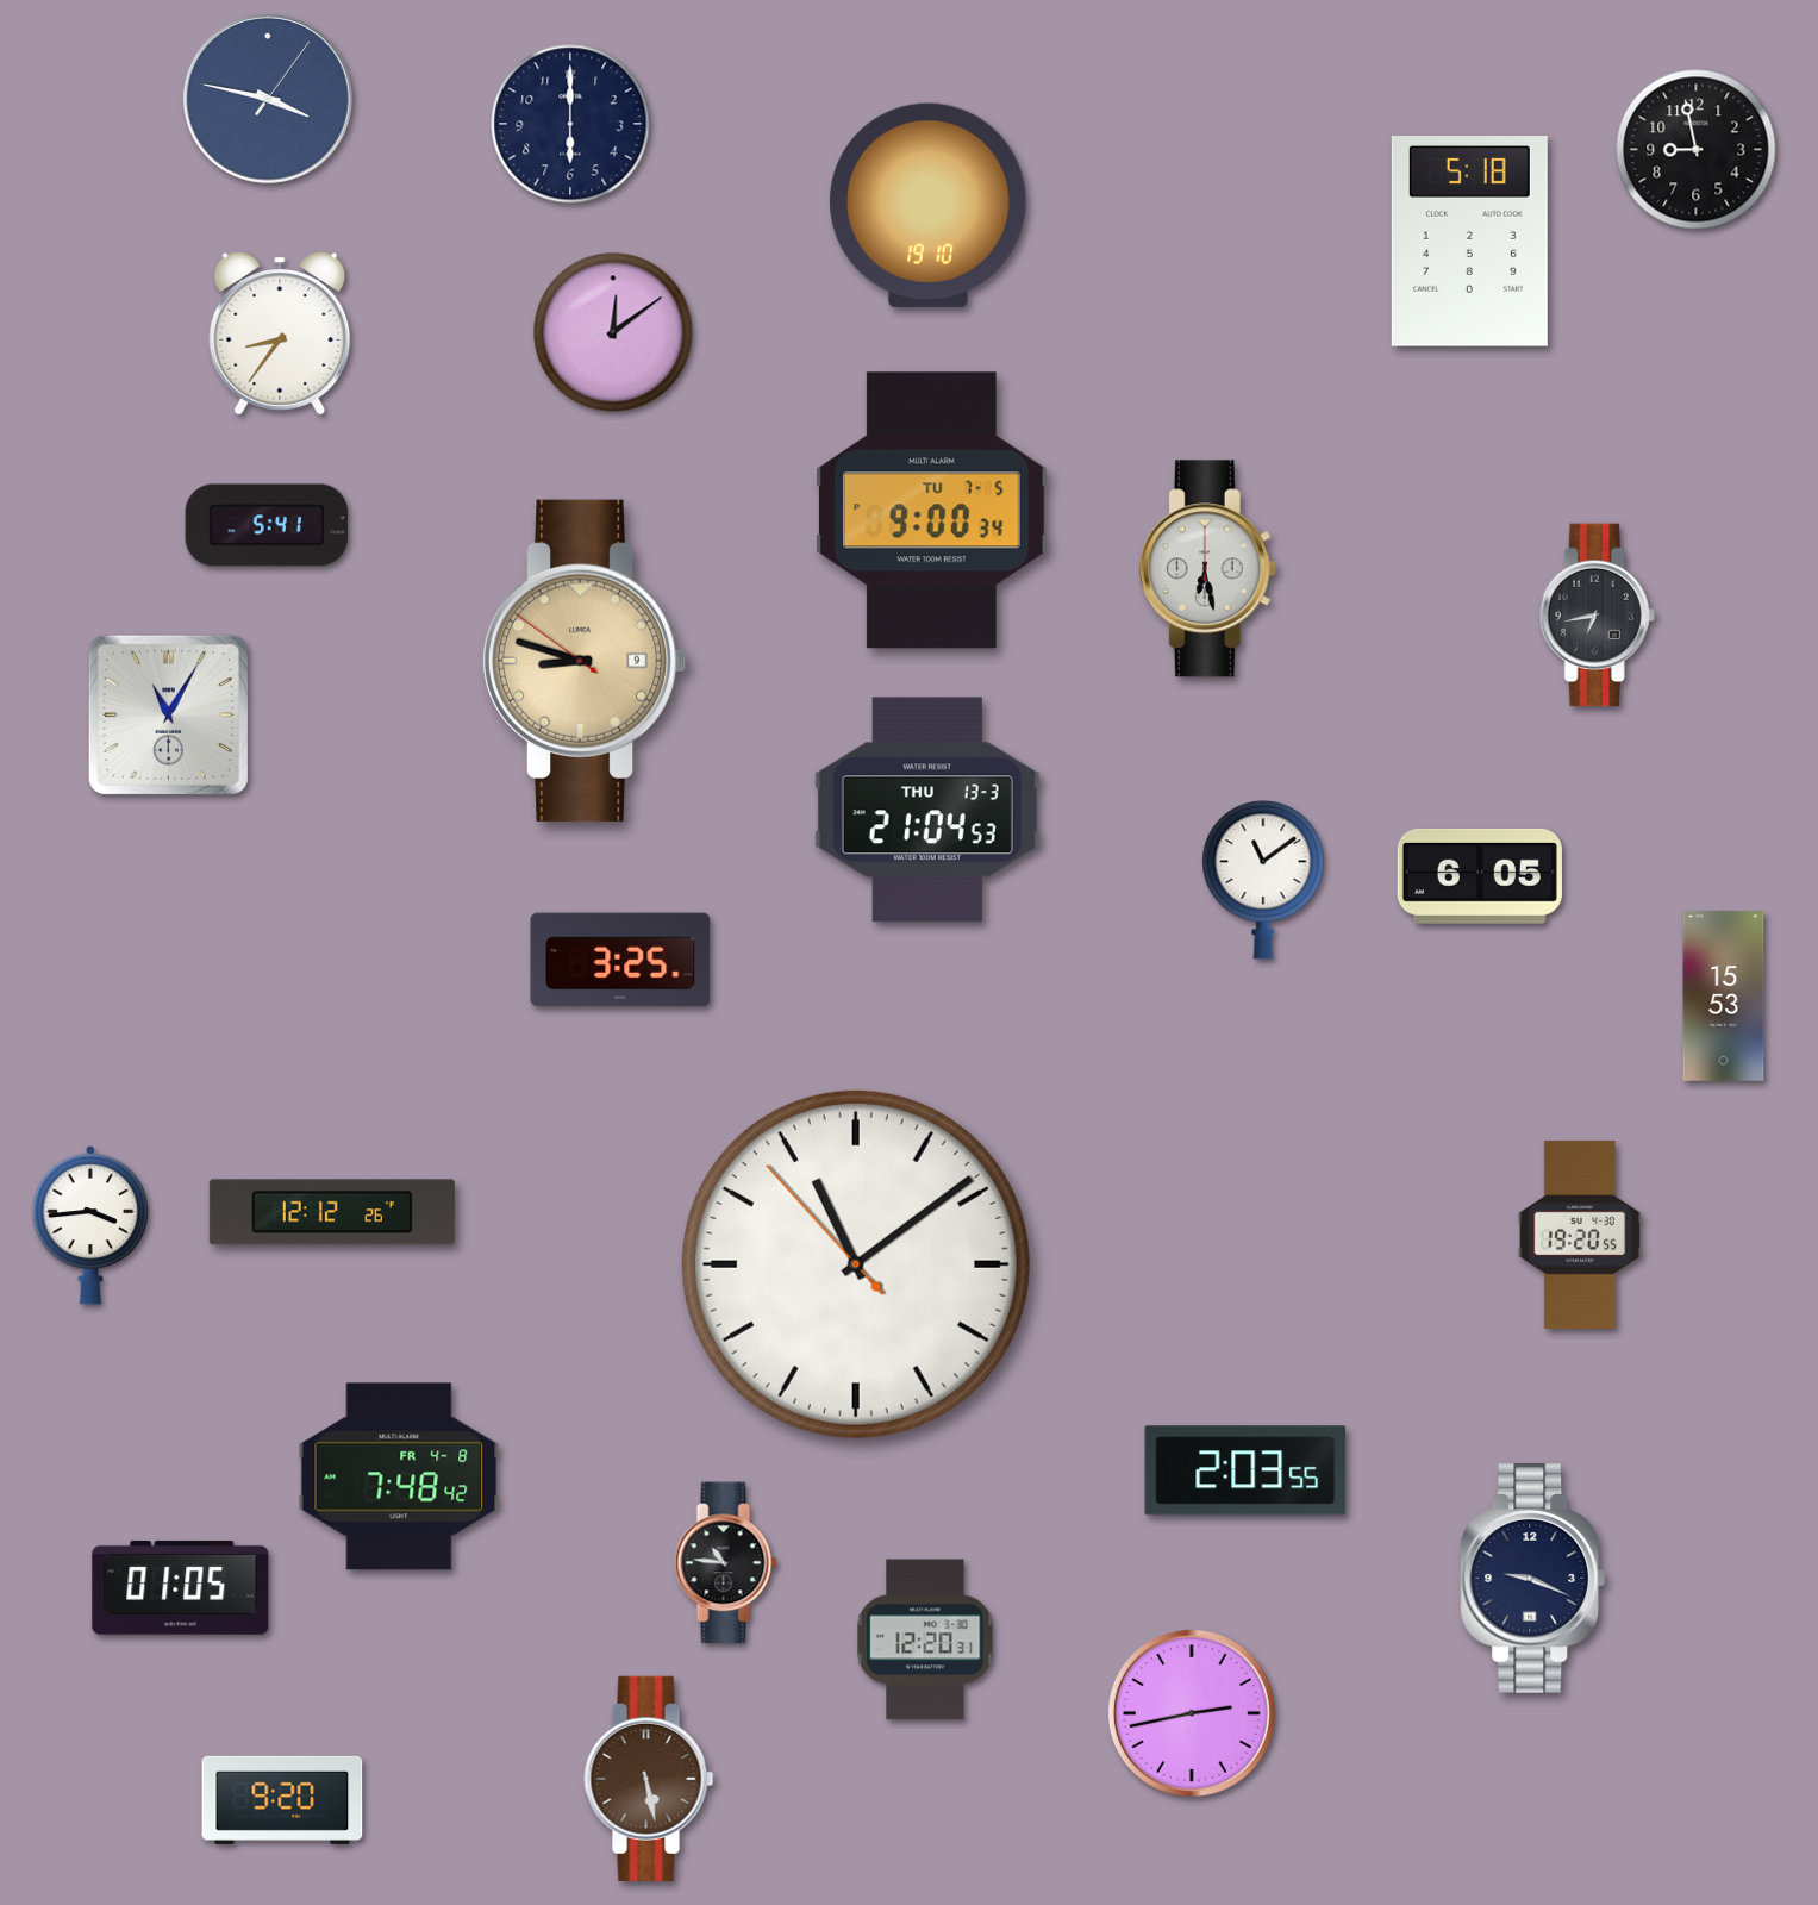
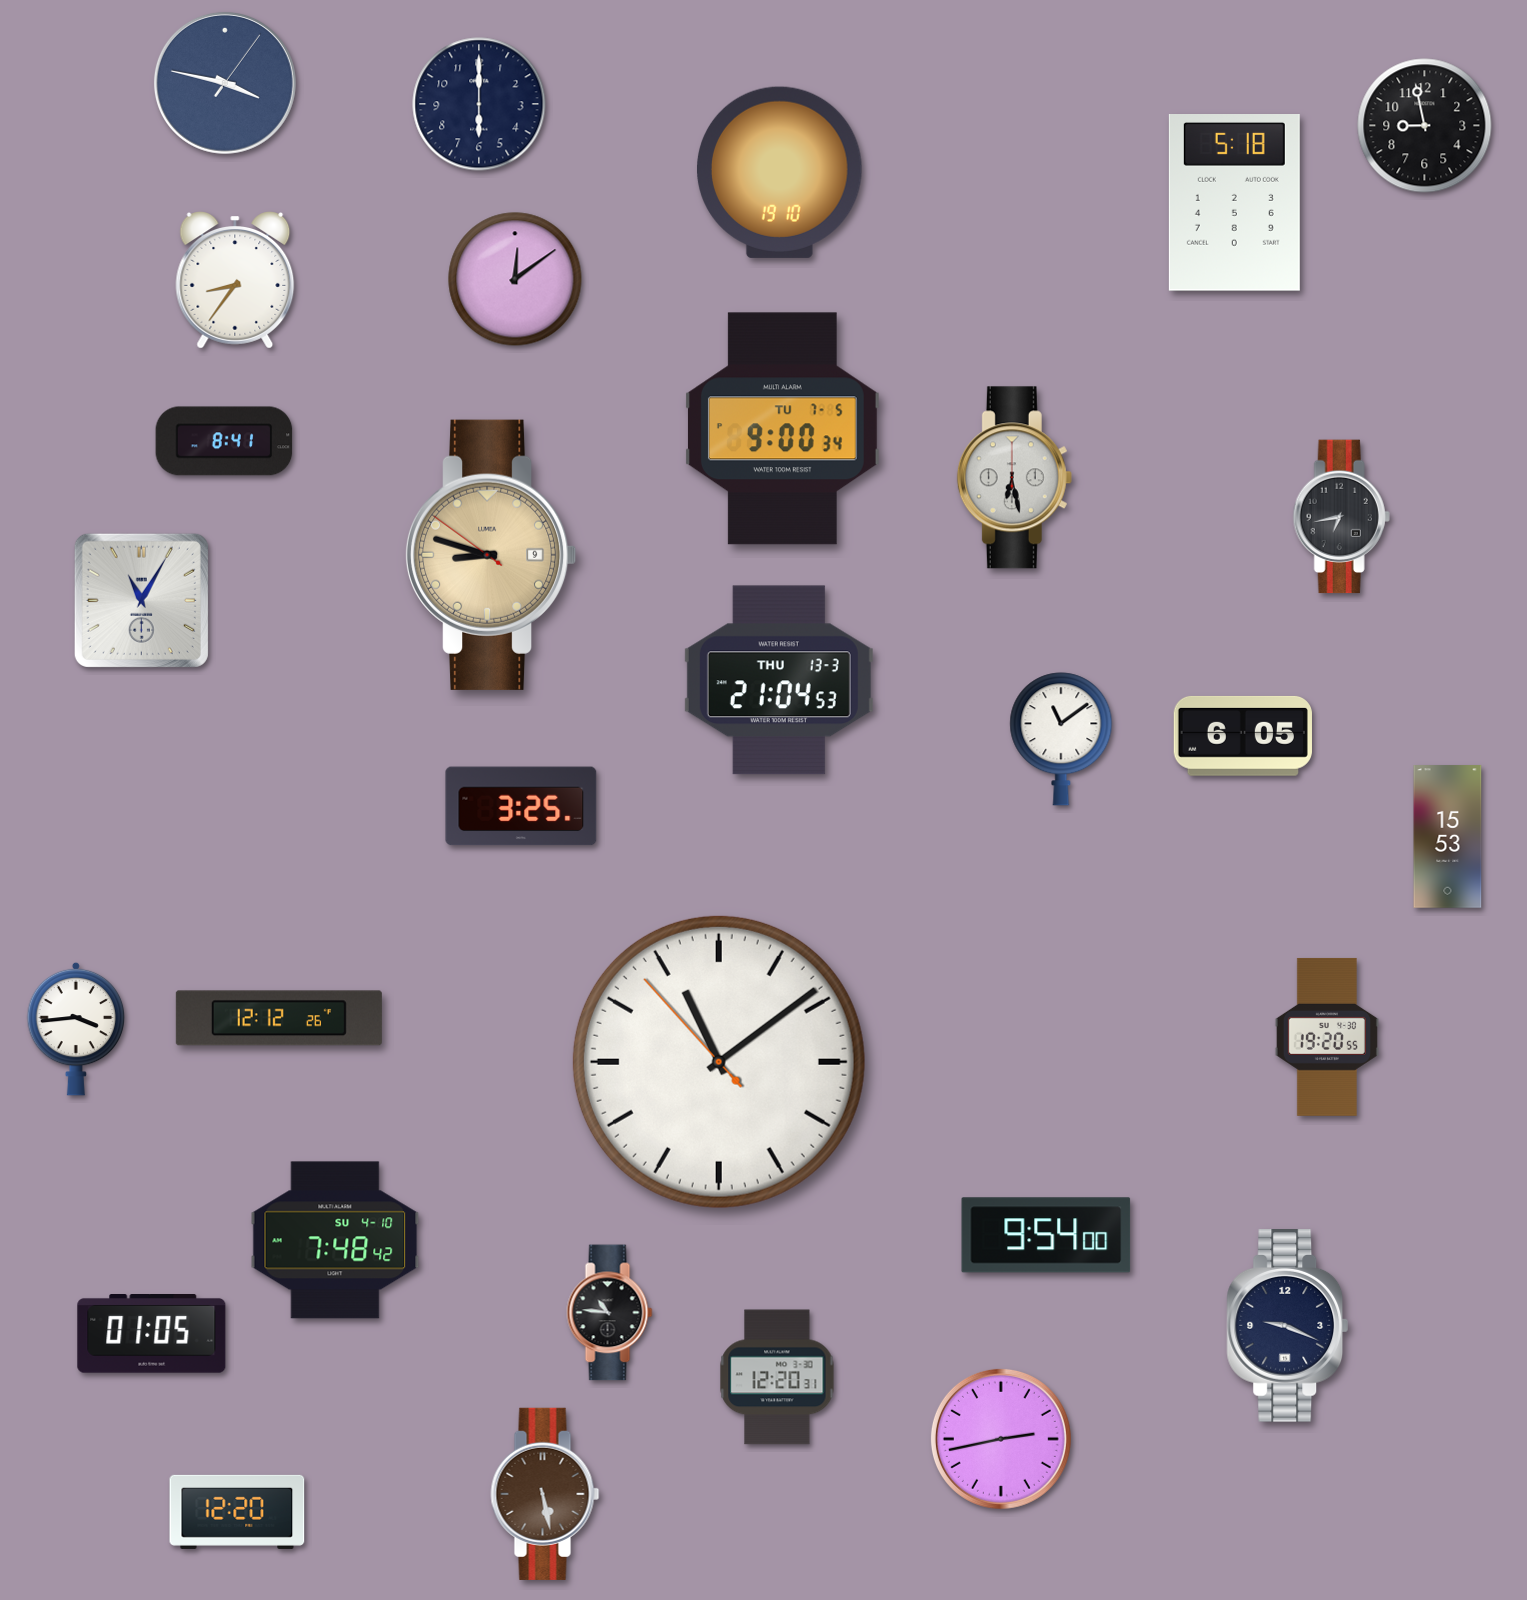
clock at (267, 525): 5:41 -> 8:41
clock at (1245, 1470): 2:03 -> 9:54
clock at (399, 1476) date: FR 4-8 -> SU 4-10
clock at (282, 1800): 9:20 -> 12:20
